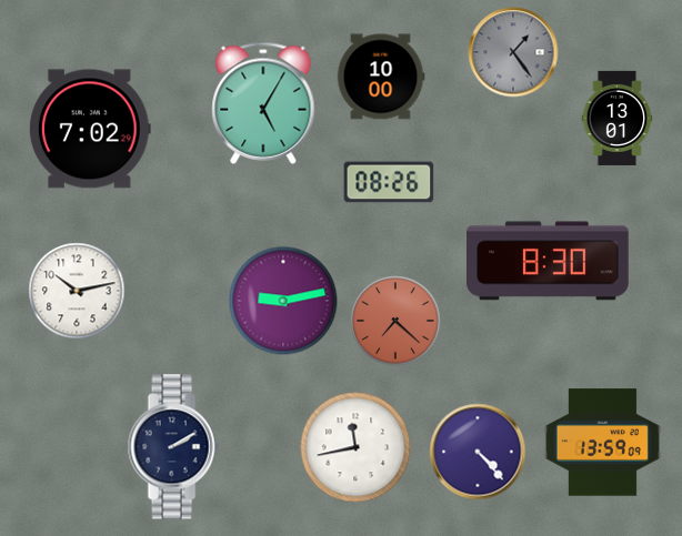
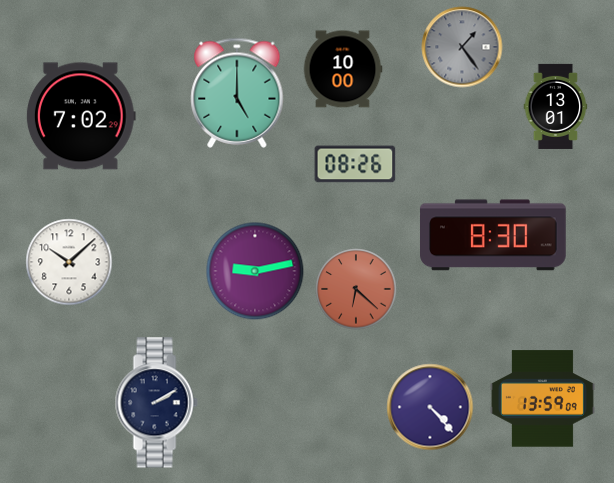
clock at (263, 103): 5:05 -> 5:00
clock at (389, 182) position: (389, 182) -> (355, 164)
clock at (77, 291): 10:13 -> 10:08
clock at (395, 321): 7:22 -> 6:22
clock at (355, 447): 11:43 -> none
